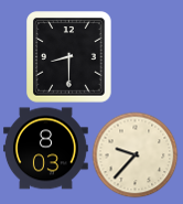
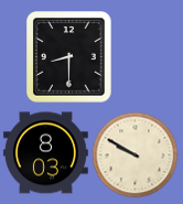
clock at (46, 149) position: (46, 149) -> (46, 153)
clock at (134, 154): 9:37 -> 9:50
